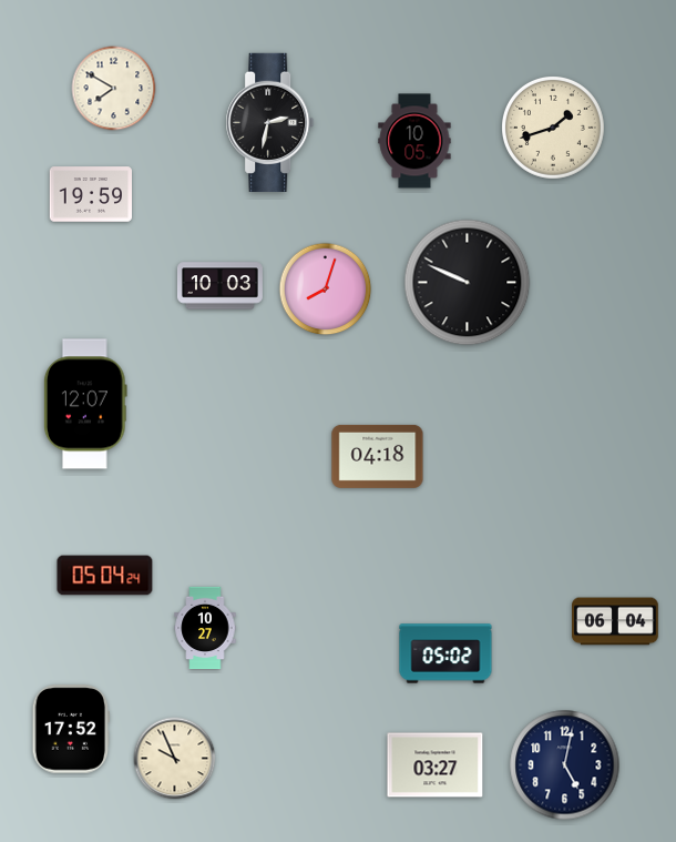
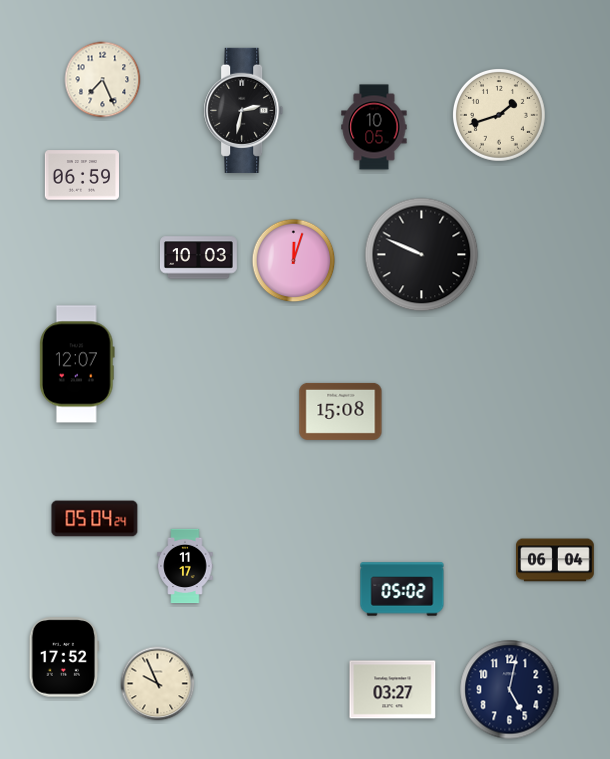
clock at (114, 89): 7:50 -> 7:26
clock at (91, 194): 19:59 -> 06:59
clock at (326, 290): 8:03 -> 12:03
clock at (378, 456): 04:18 -> 15:08
clock at (205, 628): 10:27 -> 11:17
